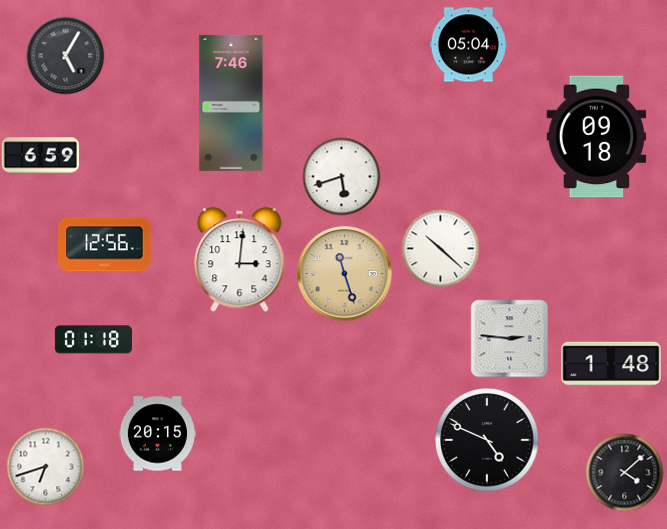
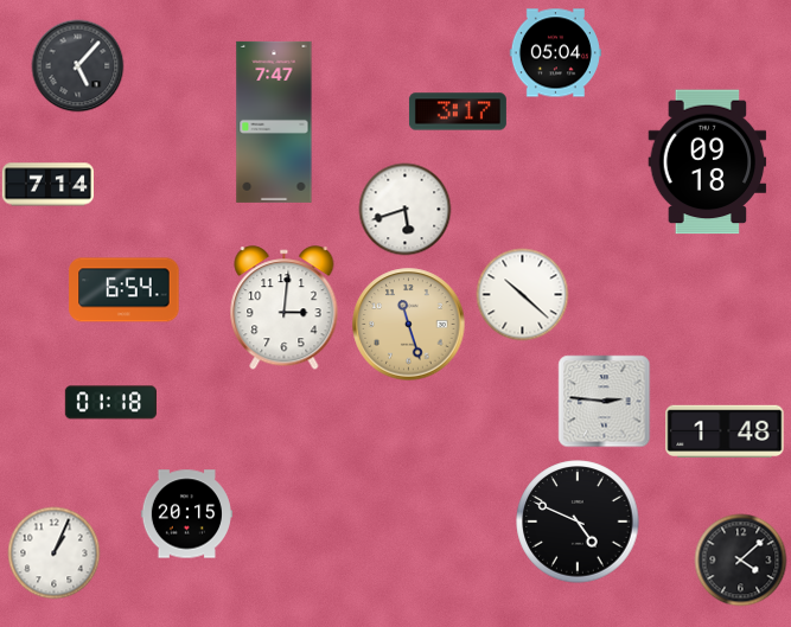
clock at (65, 55): 5:05 -> 5:07
clock at (458, 111): none -> 3:17
clock at (231, 103): 7:46 -> 7:47
clock at (40, 156): 6:59 -> 7:14
clock at (105, 245): 12:56 -> 6:54
clock at (45, 466): 6:42 -> 1:04
